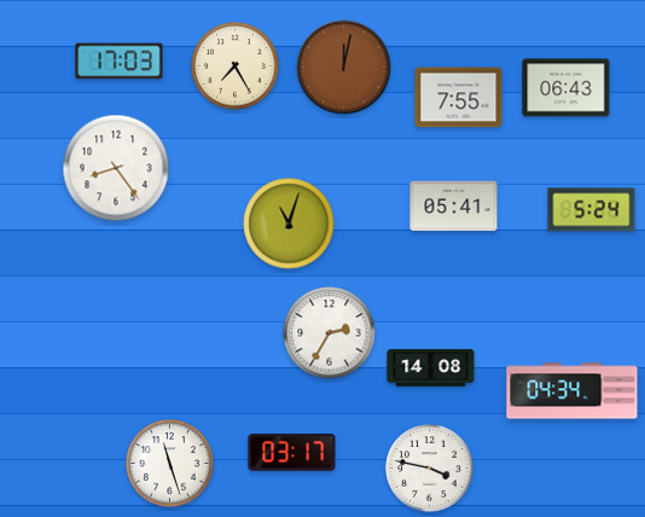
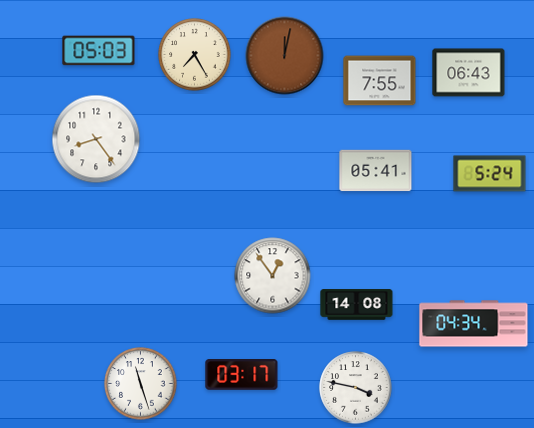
clock at (120, 62): 17:03 -> 05:03
clock at (289, 223): 11:03 -> none
clock at (330, 333): 2:35 -> 12:54
